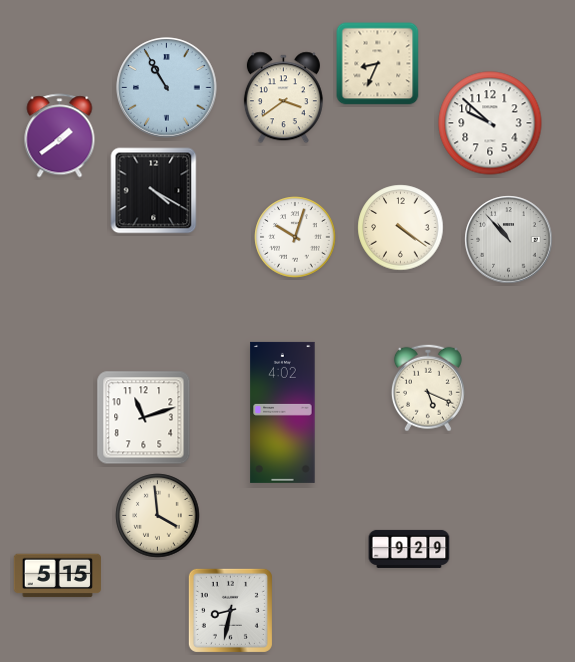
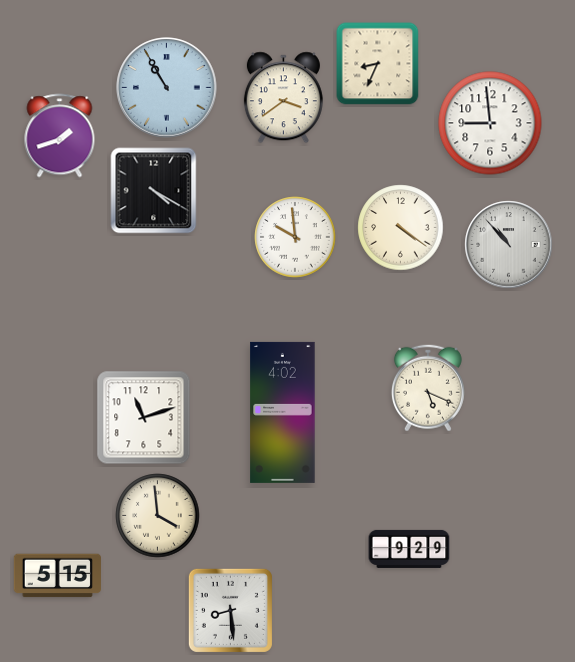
clock at (490, 123): 9:52 -> 8:59
clock at (60, 136): 1:39 -> 1:42
clock at (295, 237): 10:03 -> 9:59
clock at (509, 240) position: (509, 240) -> (509, 245)
clock at (230, 610): 8:32 -> 8:29
